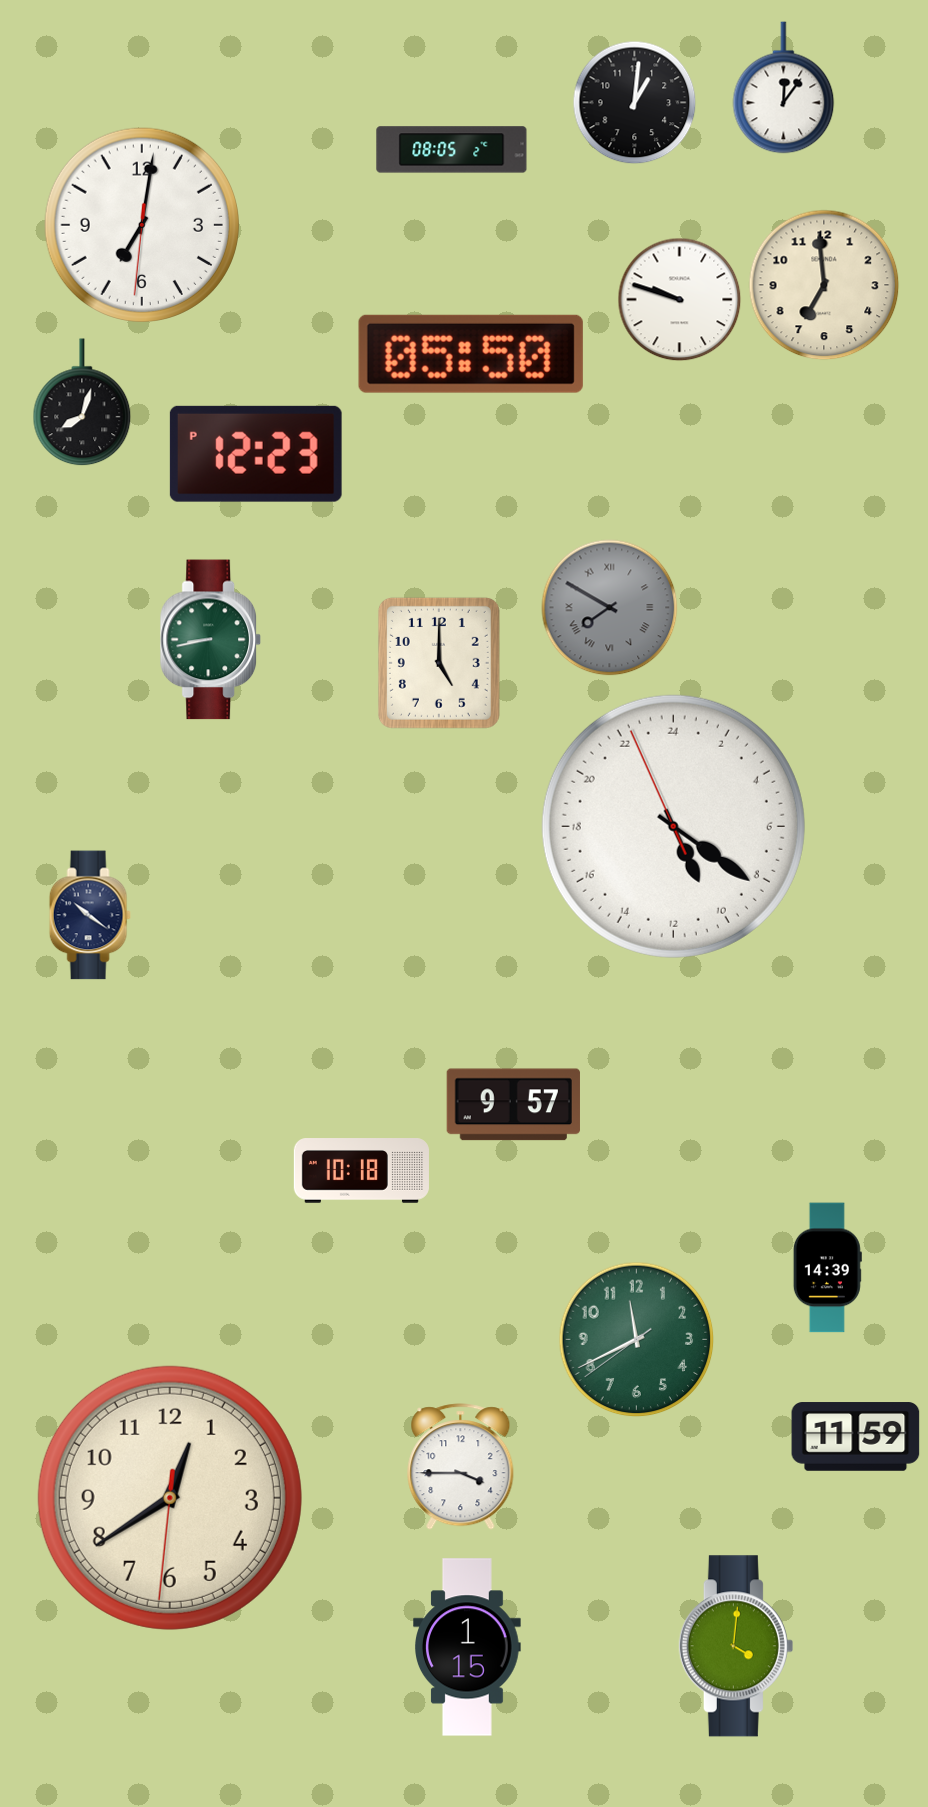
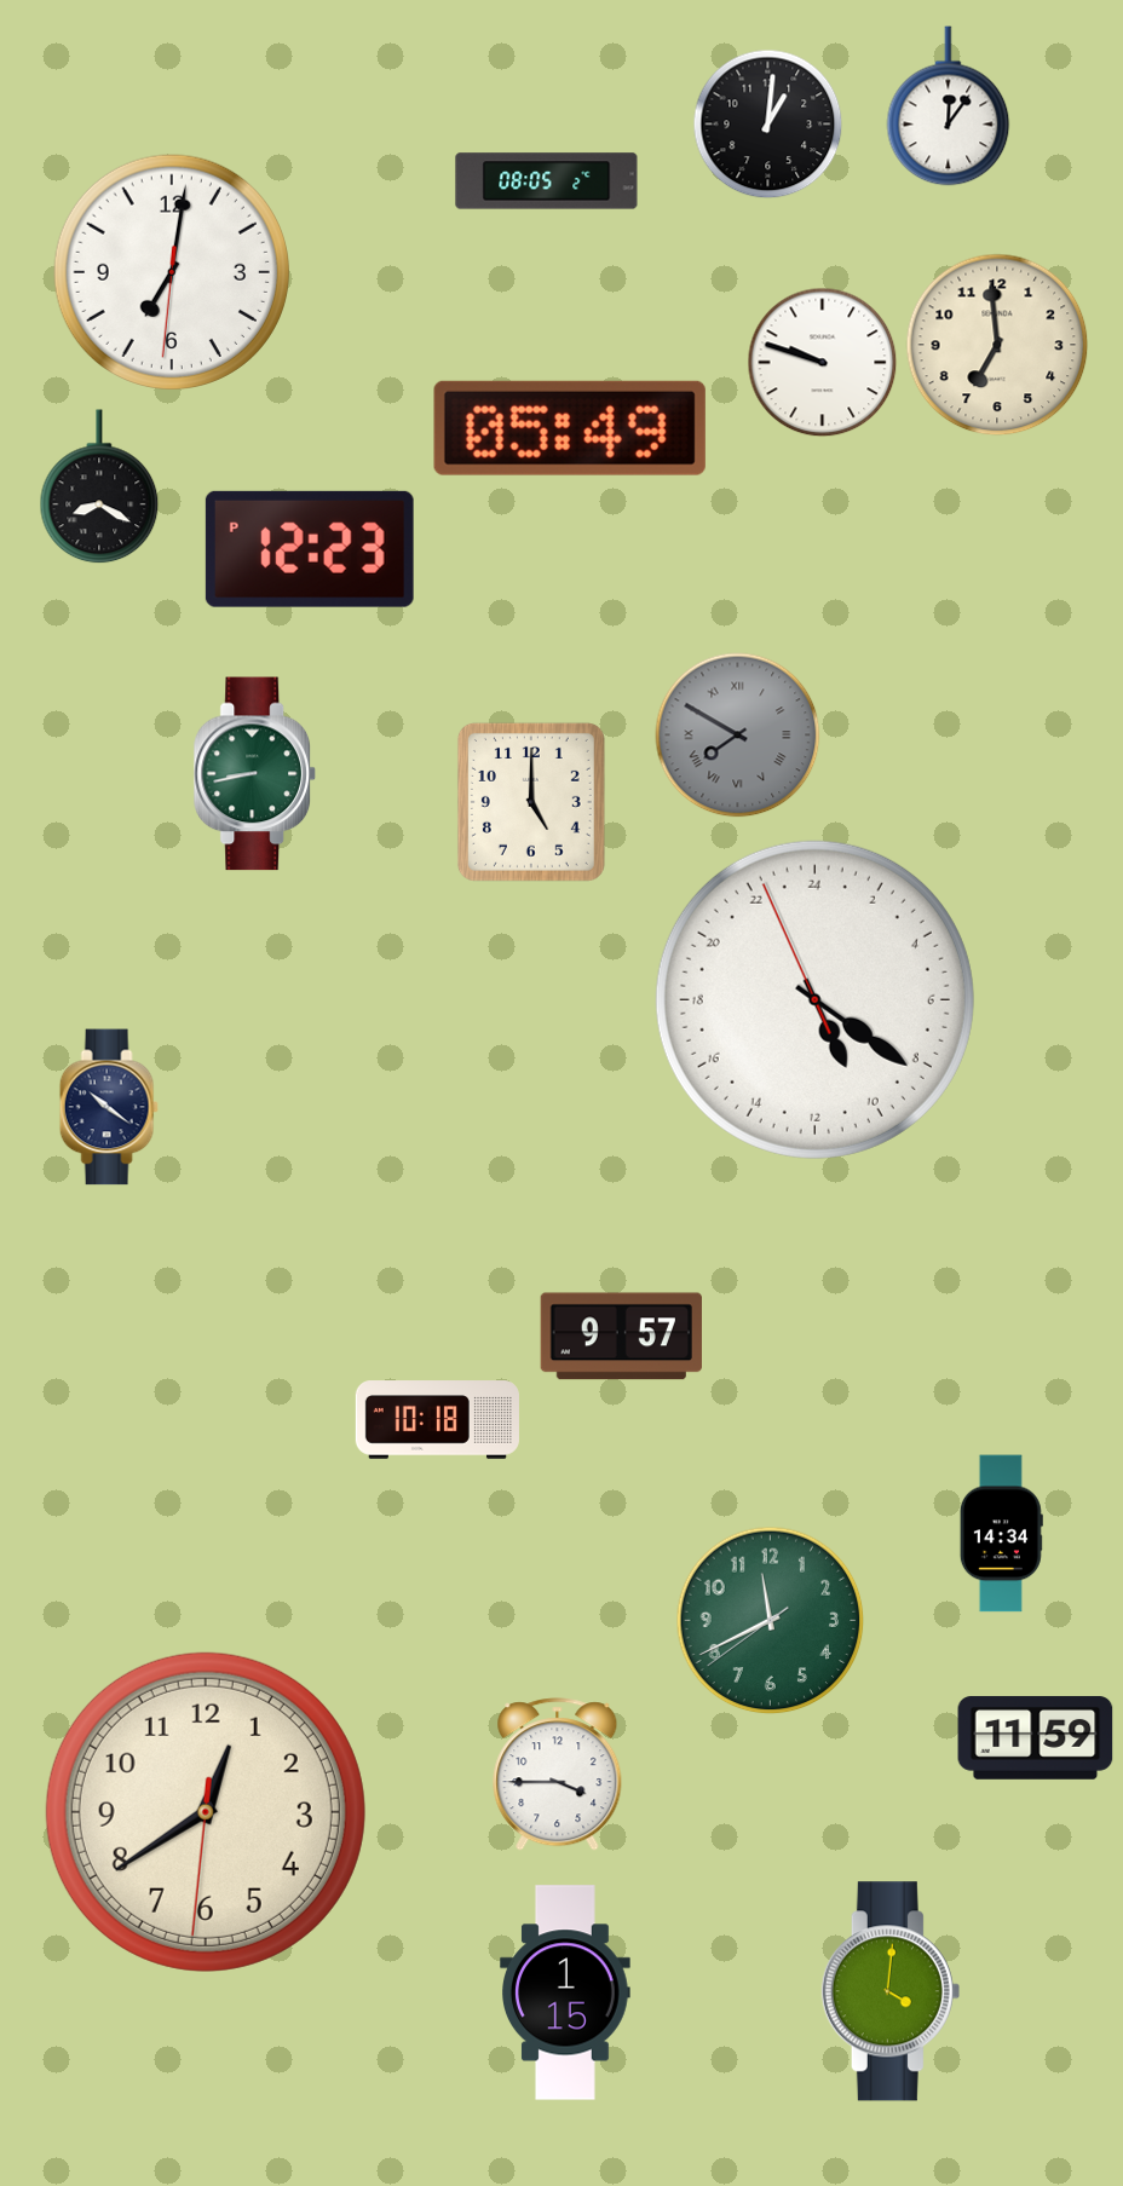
clock at (471, 354): 05:50 -> 05:49
clock at (82, 403): 8:03 -> 8:20
clock at (361, 1171) position: (361, 1171) -> (437, 1420)
clock at (827, 1268): 14:39 -> 14:34
